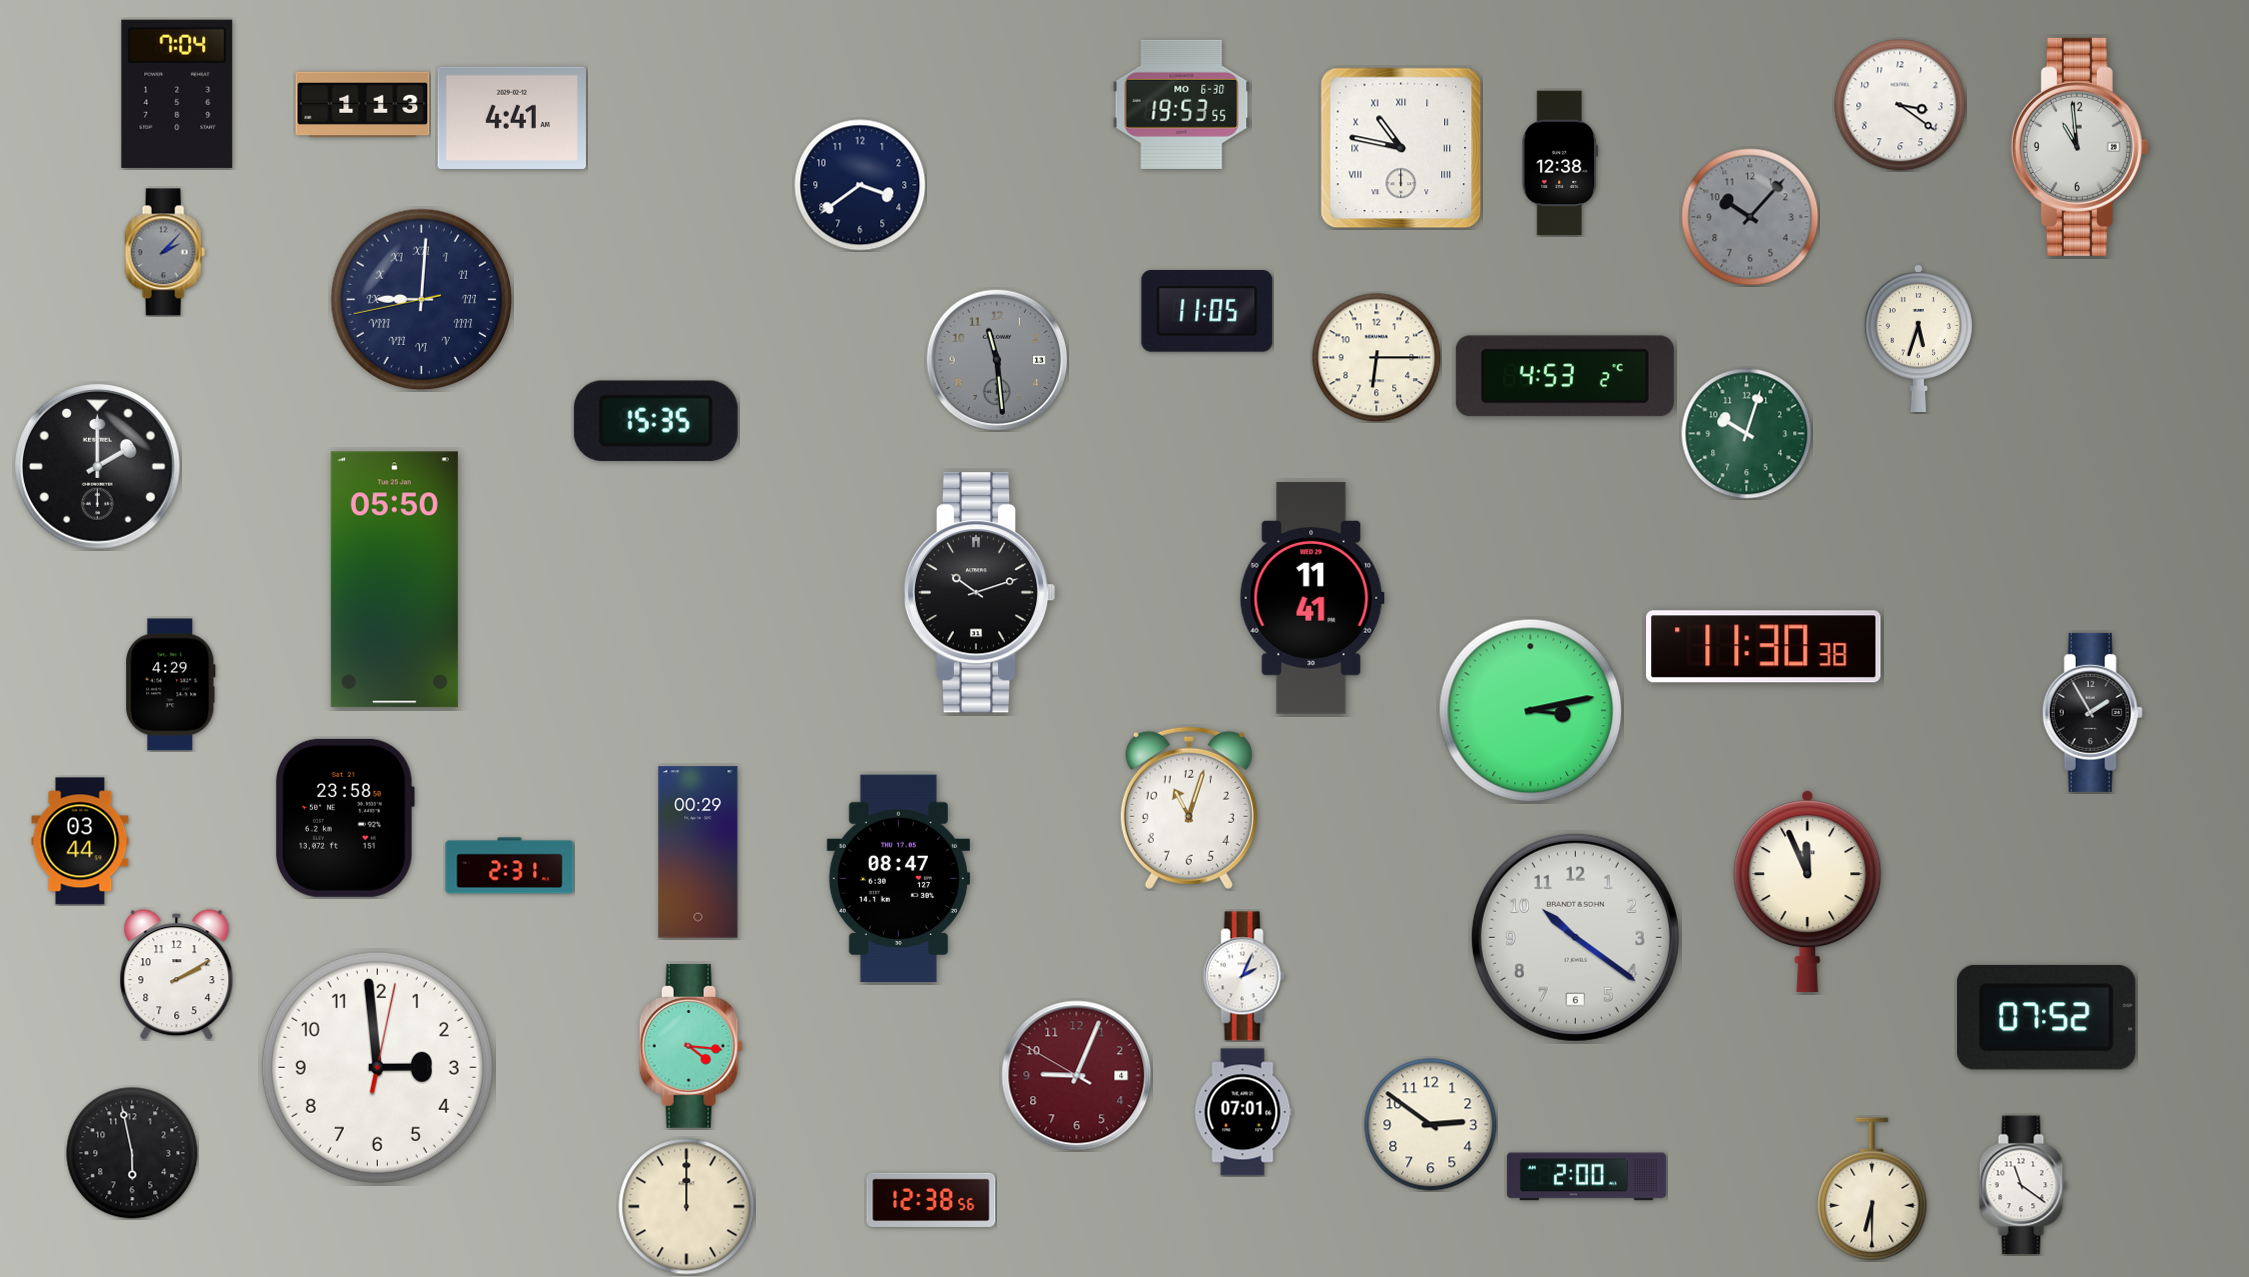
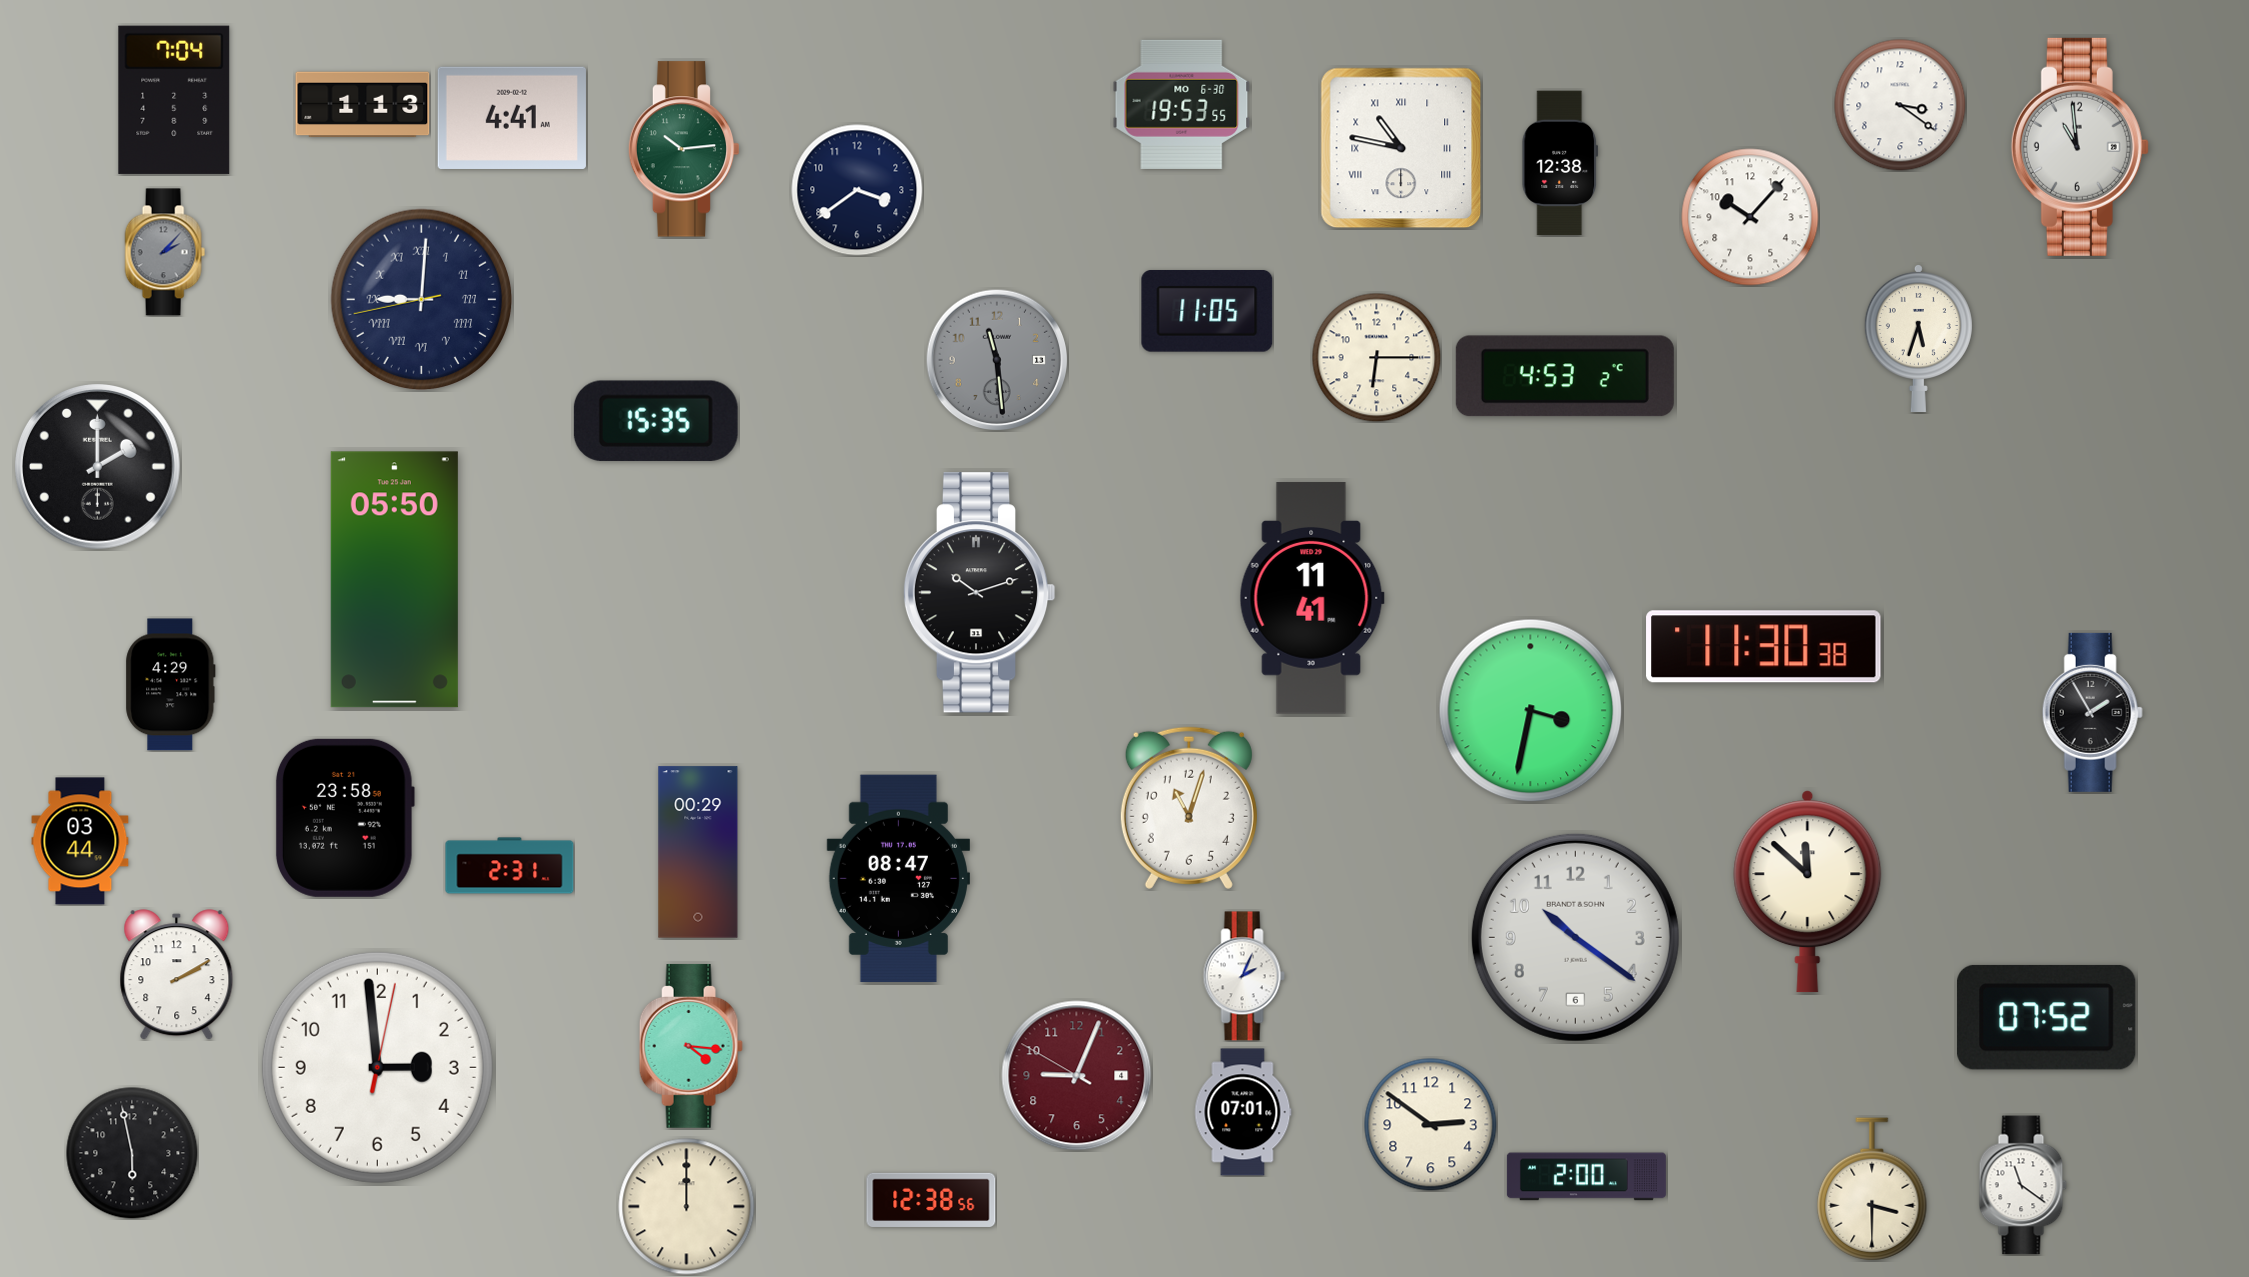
clock at (177, 94) position: (177, 94) -> (174, 100)
clock at (684, 149): none -> 10:14
clock at (860, 185) position: (860, 185) -> (857, 190)
clock at (1750, 217) dial: grey -> white
clock at (1747, 434): 10:03 -> none
clock at (1531, 711): 3:13 -> 3:32
clock at (1808, 892): 11:56 -> 11:52
clock at (1872, 1189): 6:30 -> 3:30
